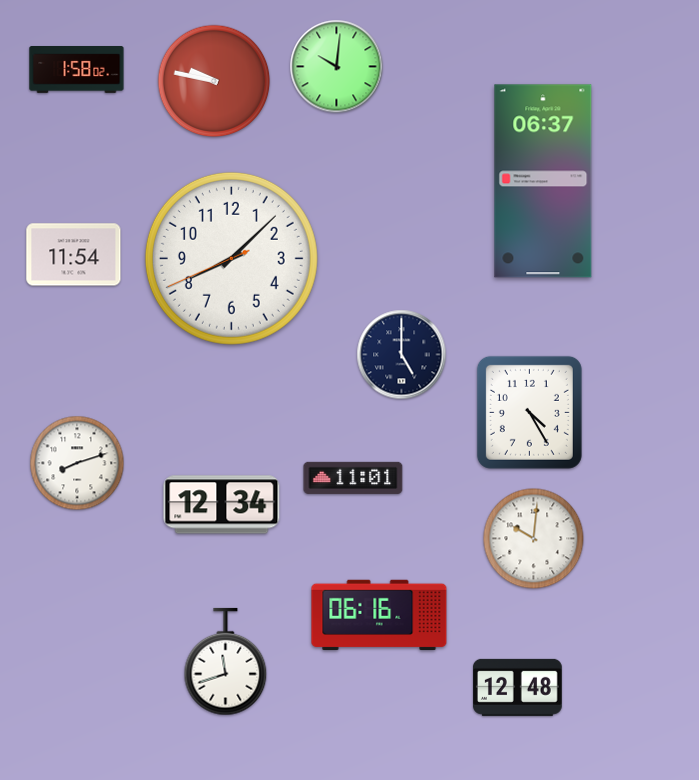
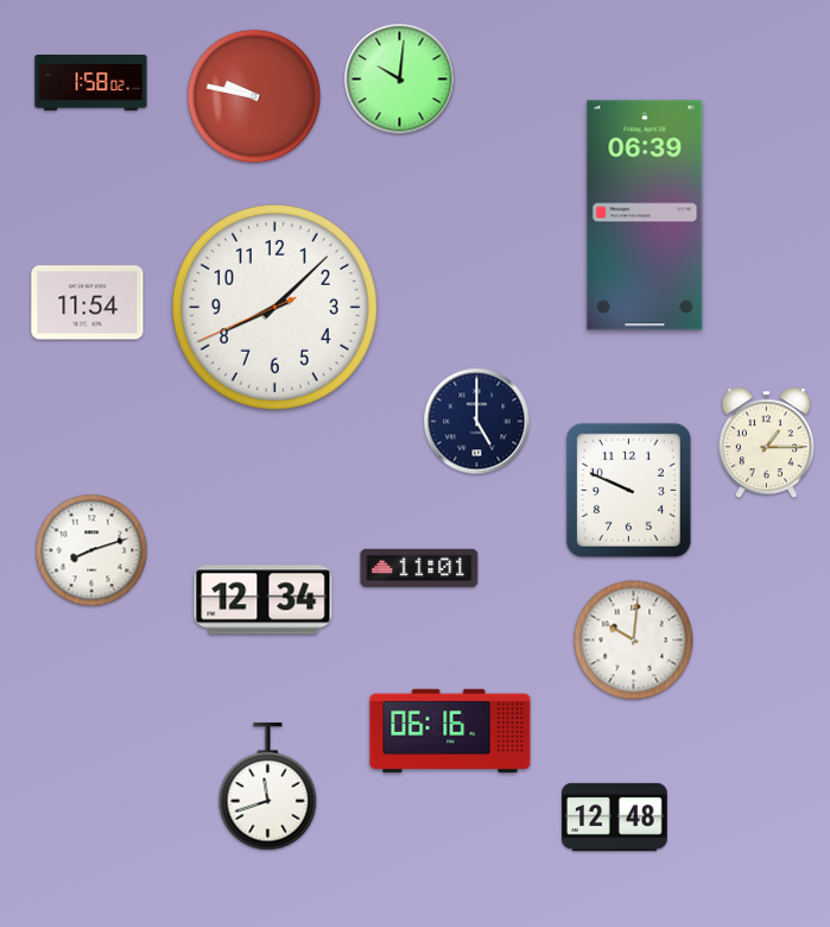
clock at (543, 181): 06:37 -> 06:39
clock at (766, 443): none -> 1:15
clock at (529, 412): 4:25 -> 9:49
